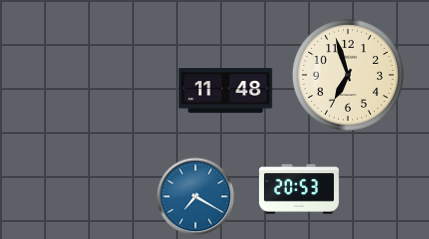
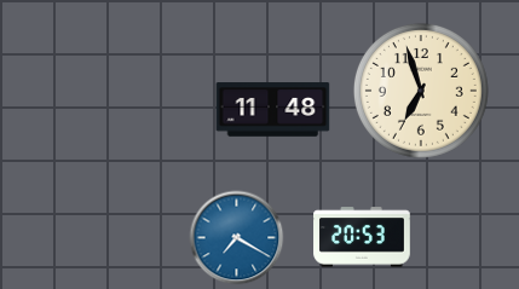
clock at (299, 189) position: (299, 189) -> (362, 237)
